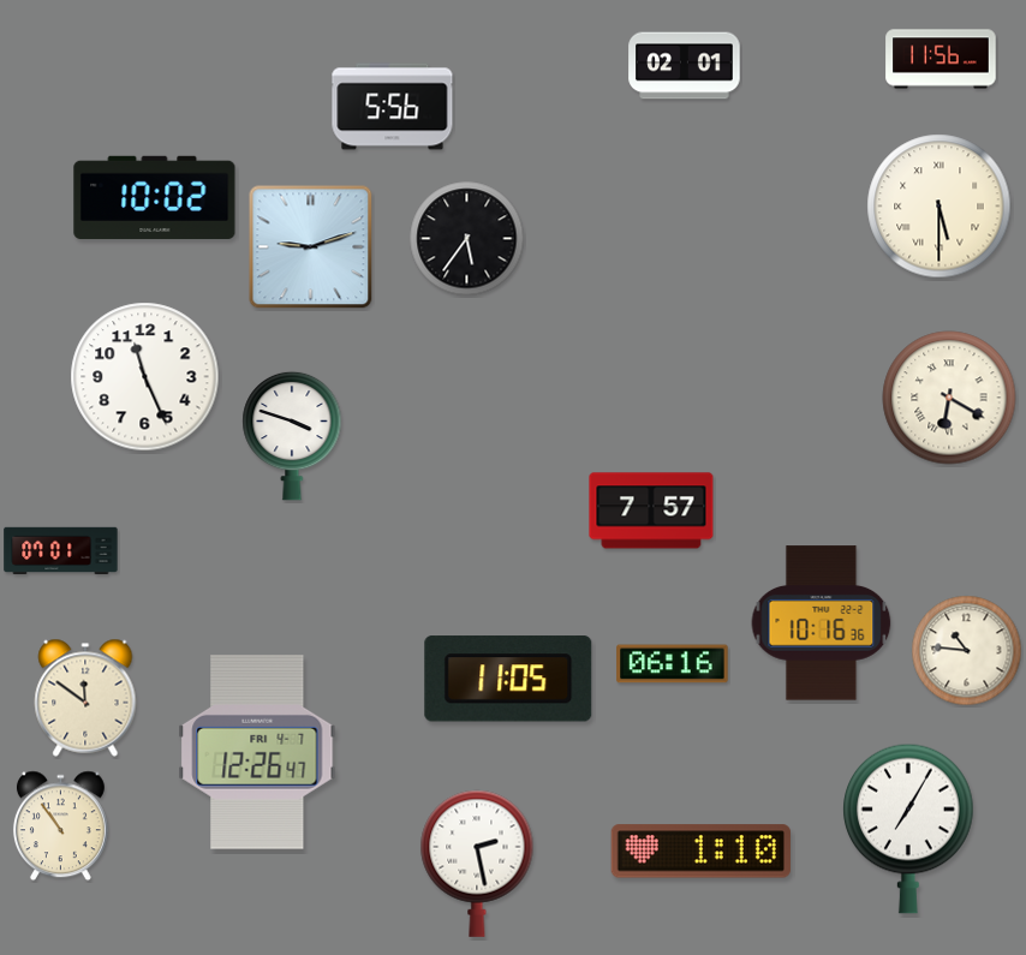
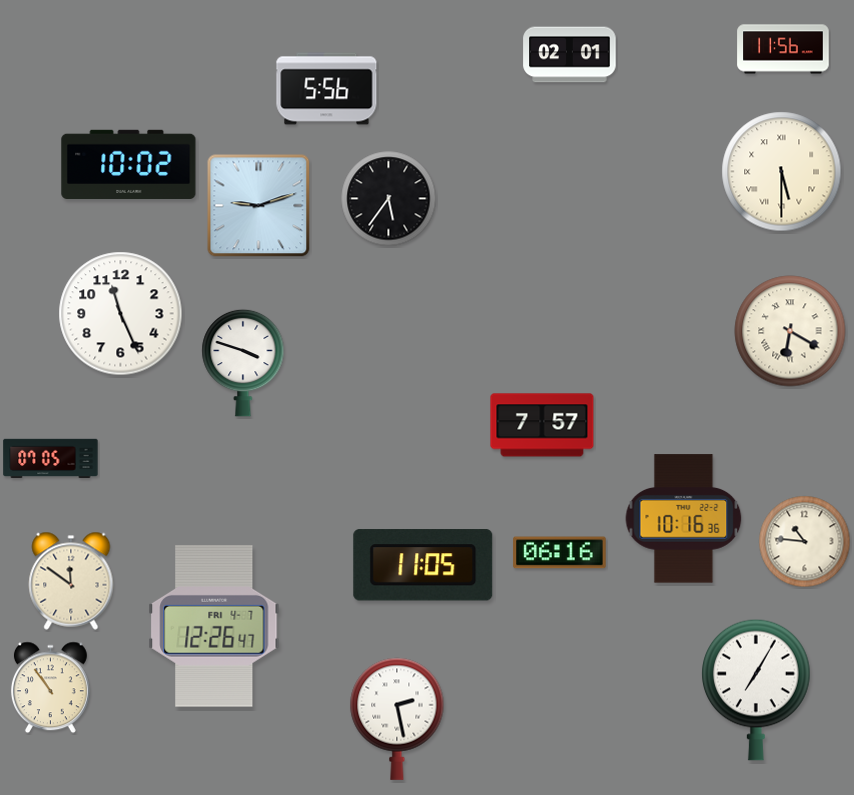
clock at (61, 551): 07:01 -> 07:05
clock at (700, 852): 1:10 -> none
